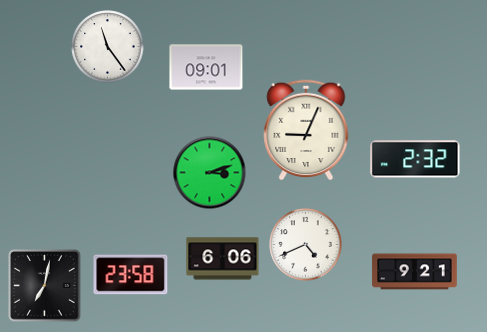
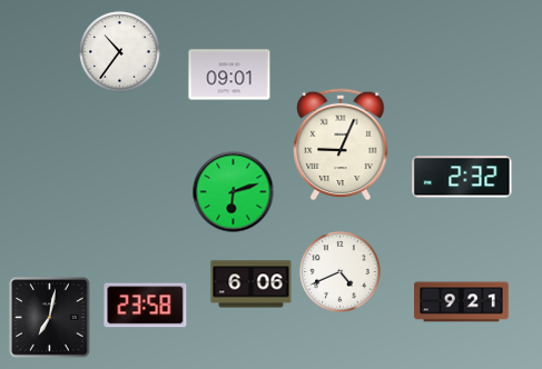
clock at (108, 47): 11:24 -> 10:36
clock at (210, 173): 3:12 -> 6:12
clock at (223, 259) position: (223, 259) -> (252, 285)
